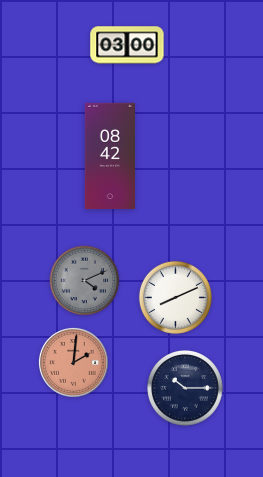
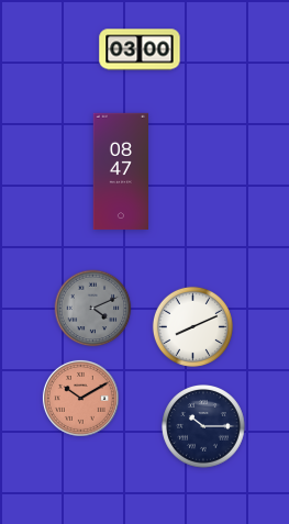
clock at (109, 156): 08:42 -> 08:47
clock at (73, 362): 2:01 -> 10:10
